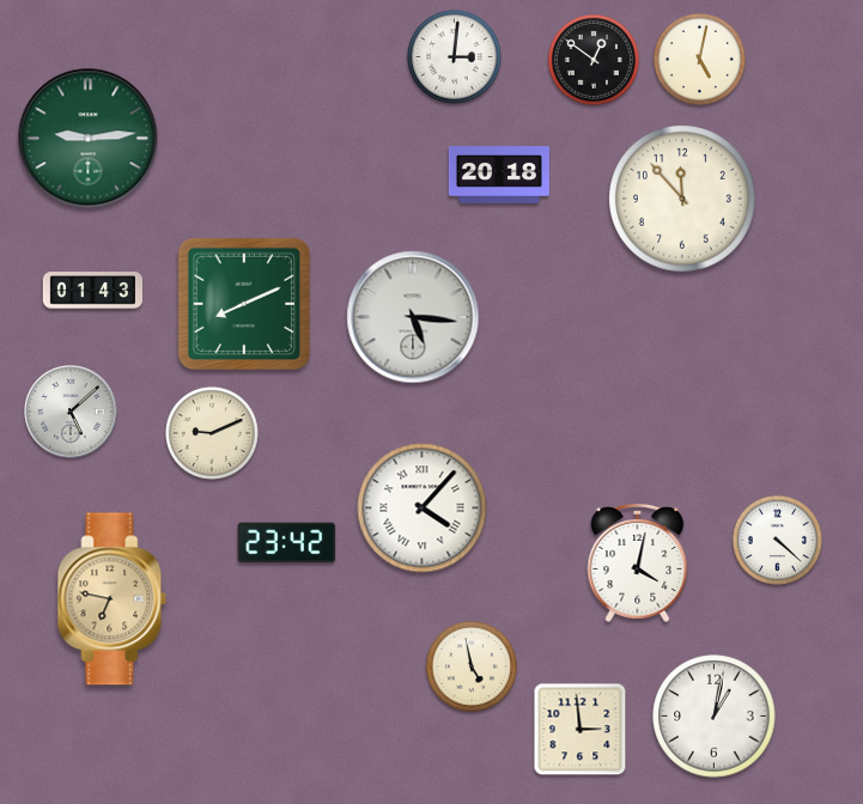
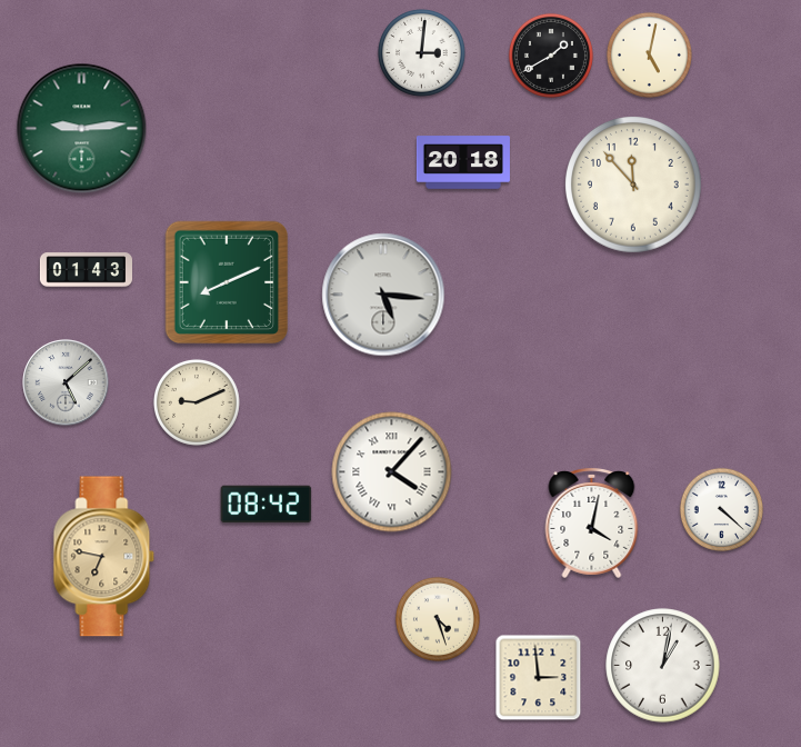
clock at (594, 60): 12:51 -> 1:40
clock at (777, 540) position: (777, 540) -> (721, 509)
clock at (287, 543): 23:42 -> 08:42
clock at (472, 666): 4:58 -> 4:27
